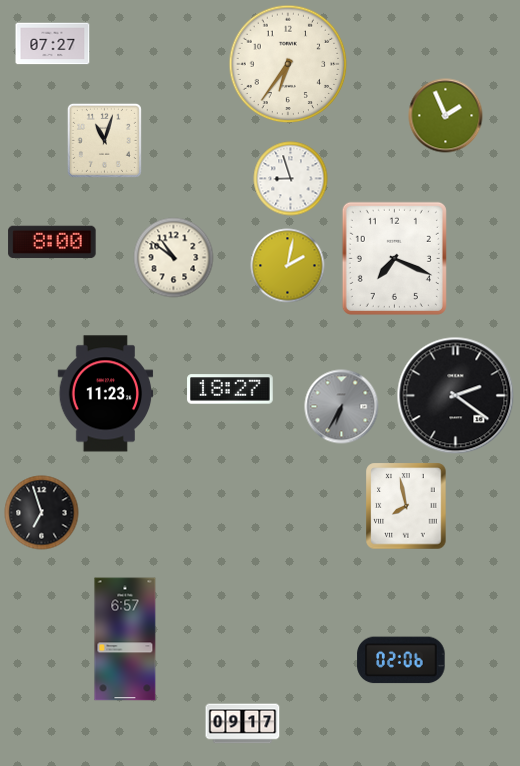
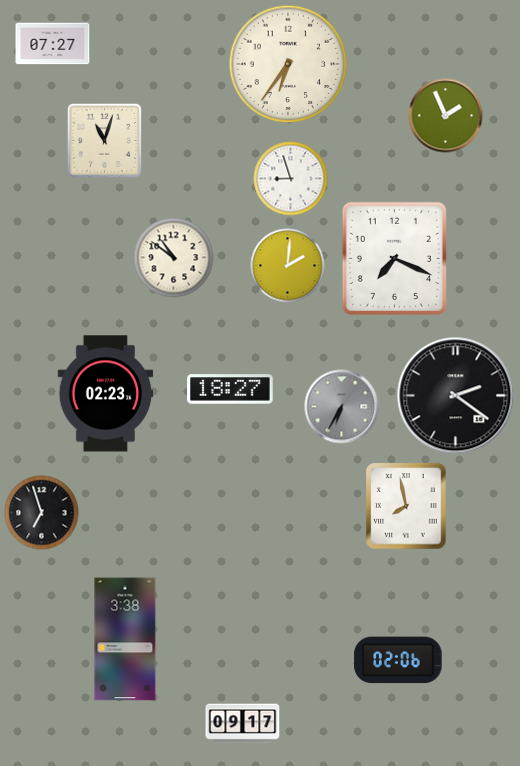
clock at (52, 242): 8:00 -> none
clock at (288, 266): 2:02 -> 2:01
clock at (106, 394): 11:23 -> 02:23
clock at (125, 639): 6:57 -> 3:38
clock at (401, 660) position: (401, 660) -> (398, 660)
